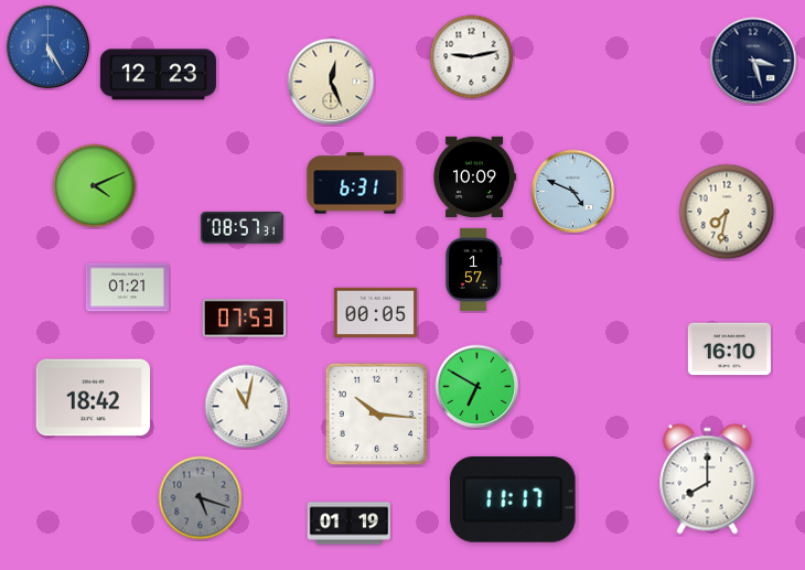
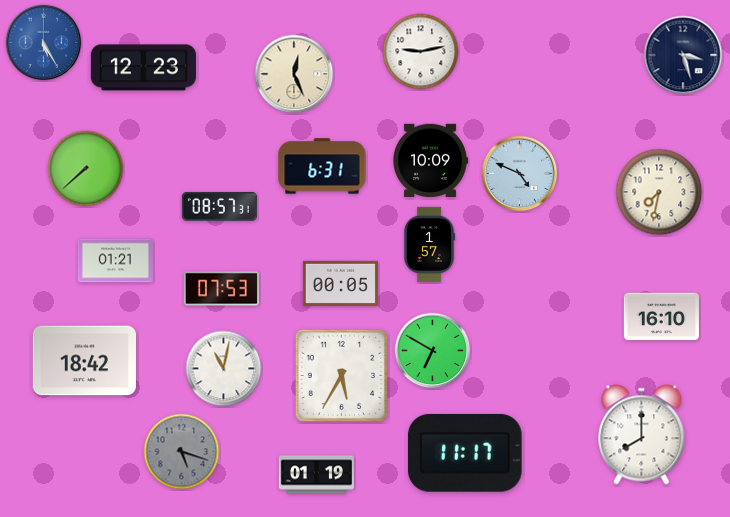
clock at (472, 57) position: (472, 57) -> (421, 52)
clock at (331, 82) position: (331, 82) -> (294, 74)
clock at (95, 186): 4:11 -> 7:38
clock at (376, 413): 10:16 -> 5:35
